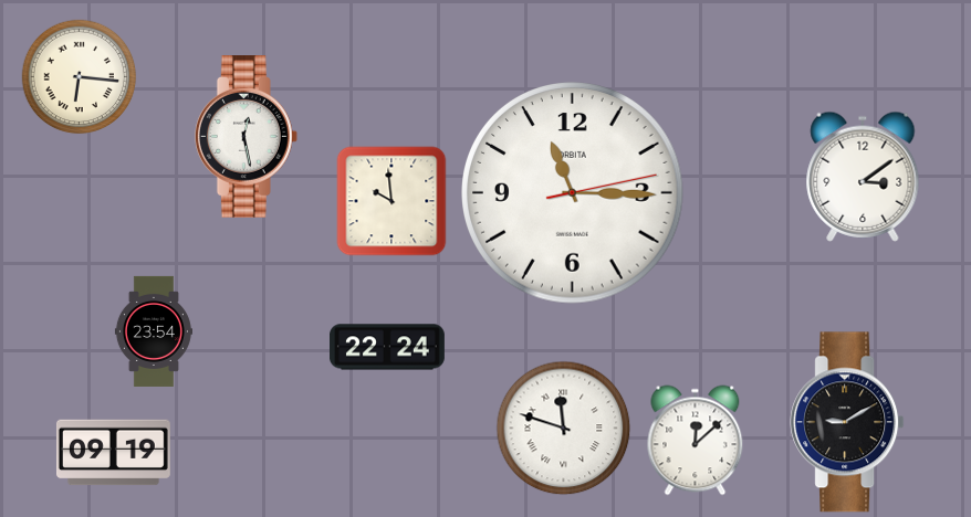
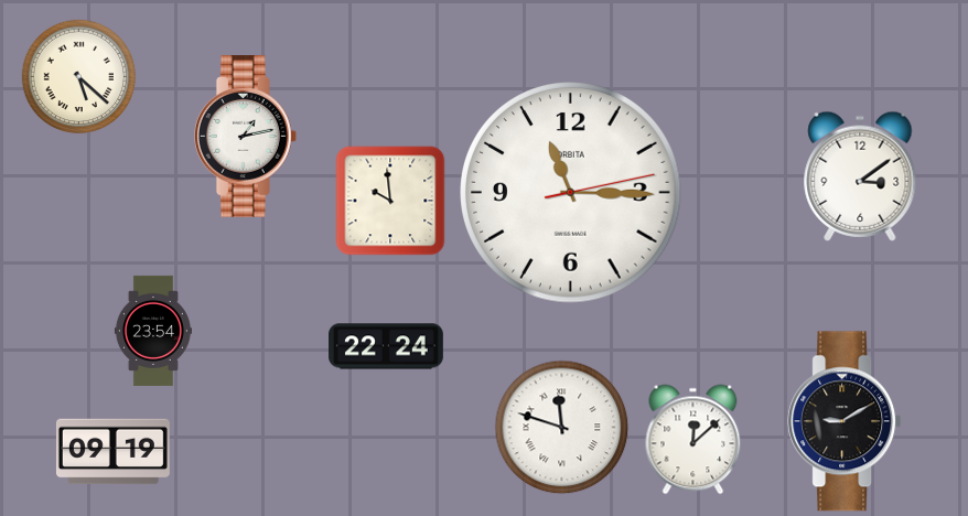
clock at (80, 77): 6:16 -> 5:22
clock at (246, 137): 12:28 -> 1:13
